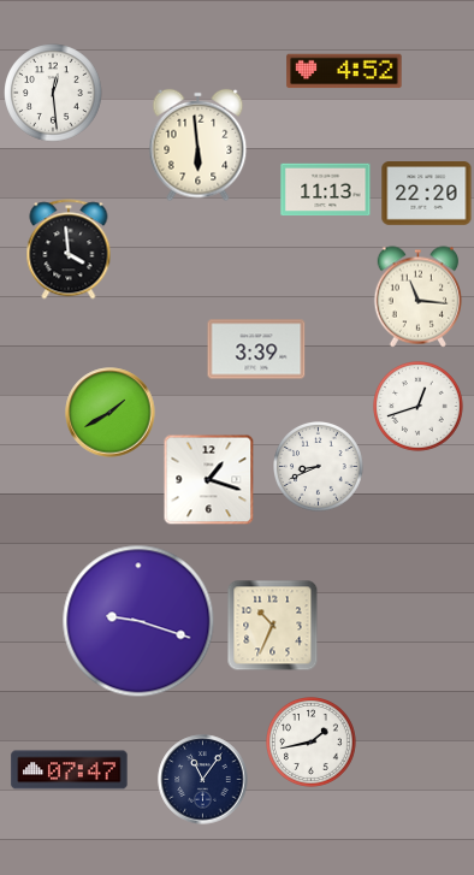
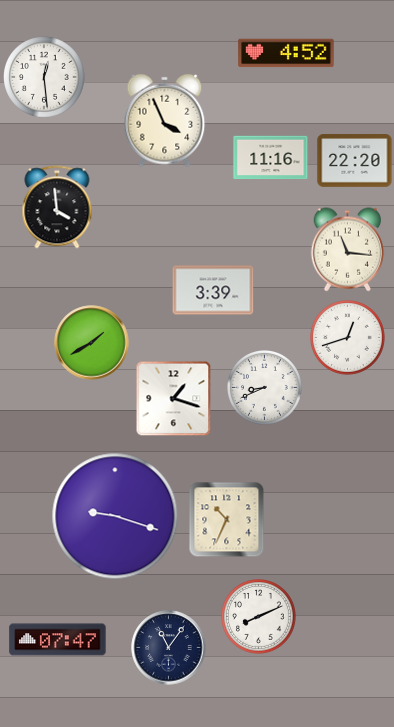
clock at (344, 71) position: (344, 71) -> (286, 53)
clock at (199, 146): 5:59 -> 3:56
clock at (326, 190): 11:13 -> 11:16
clock at (419, 297) position: (419, 297) -> (348, 250)
clock at (312, 743): 1:43 -> 8:11
